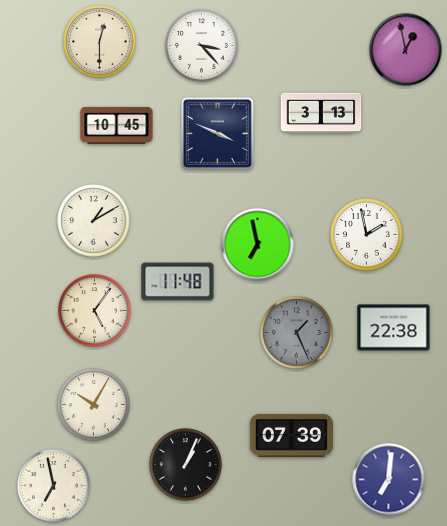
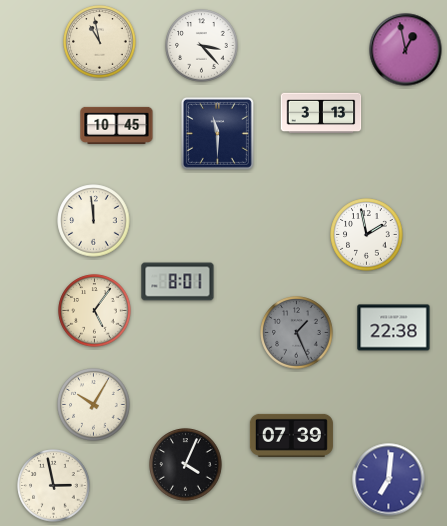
clock at (100, 42): 12:30 -> 10:58
clock at (217, 133): 3:49 -> 11:30
clock at (94, 221): 1:10 -> 11:59
clock at (258, 245): 6:58 -> none
clock at (178, 282): 11:48 -> 8:01
clock at (186, 465): 1:04 -> 4:04
clock at (54, 486): 6:58 -> 2:58
